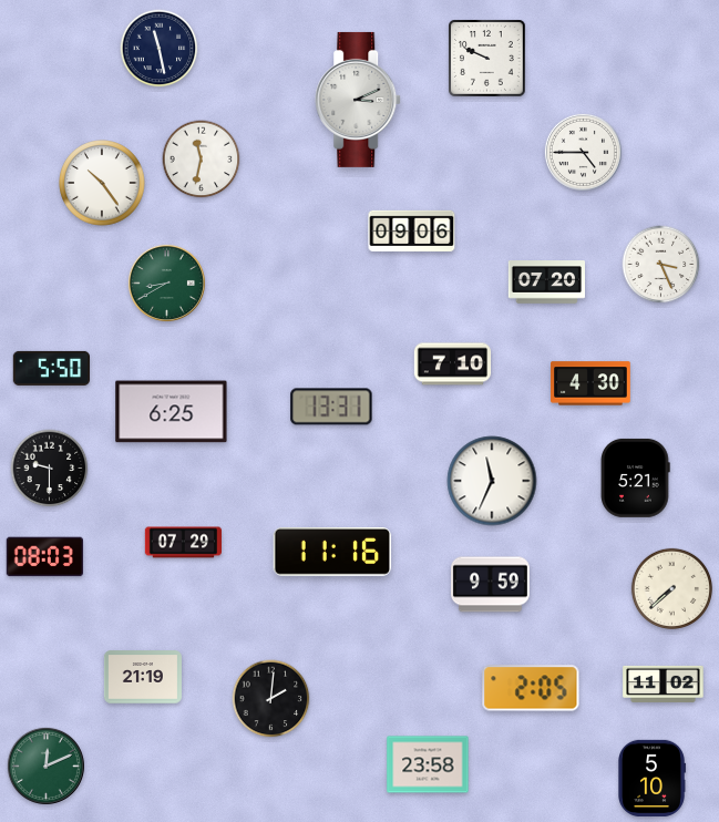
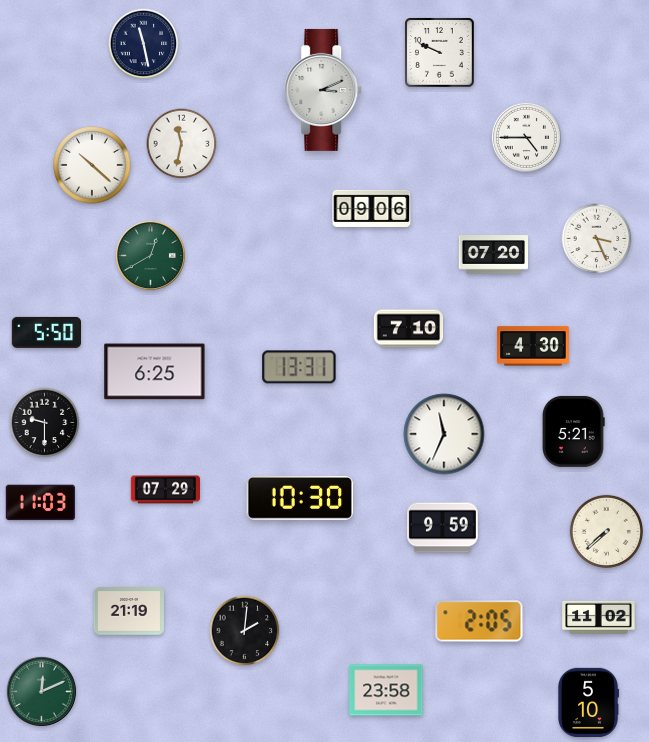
clock at (102, 183): 10:24 -> 10:22
clock at (166, 282): 8:40 -> 12:40
clock at (332, 553): 11:16 -> 10:30
clock at (44, 557): 08:03 -> 11:03
